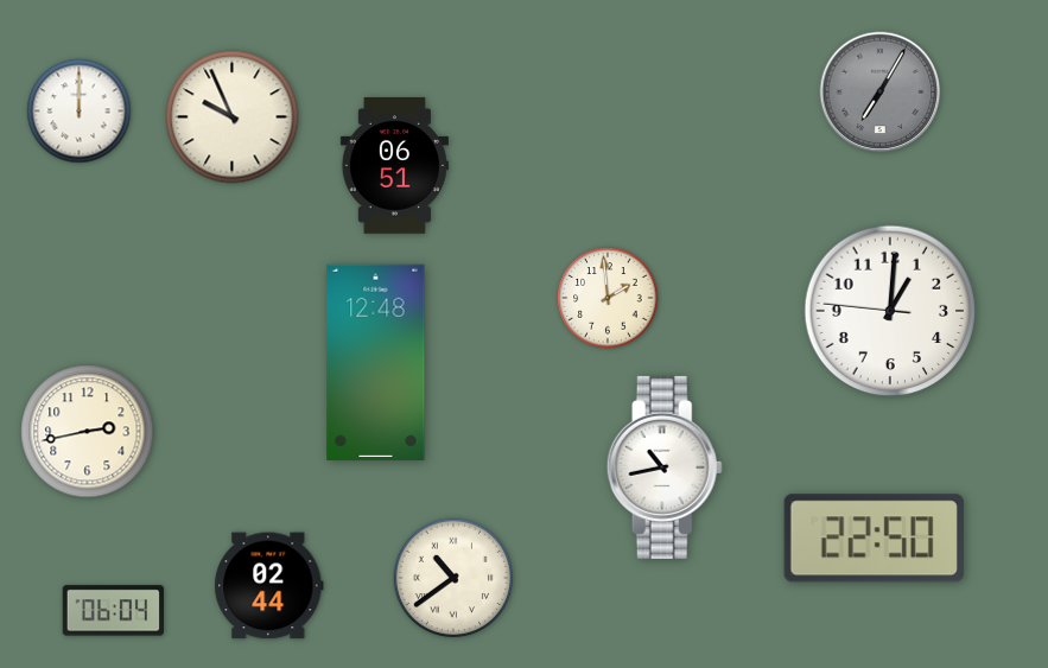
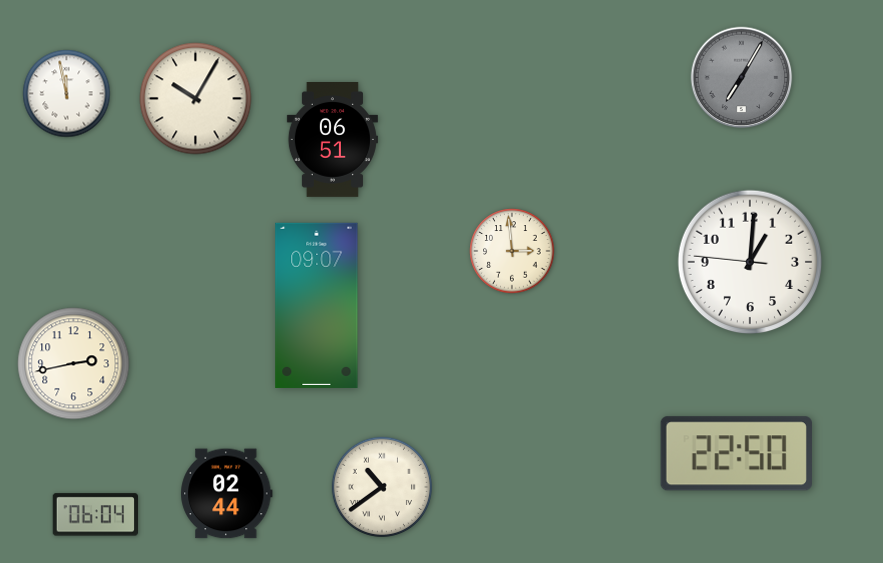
clock at (80, 112): 12:00 -> 11:58
clock at (233, 117): 9:56 -> 10:05
clock at (608, 298): 1:59 -> 2:59
clock at (376, 362): 12:48 -> 09:07
clock at (665, 467): 10:43 -> none
